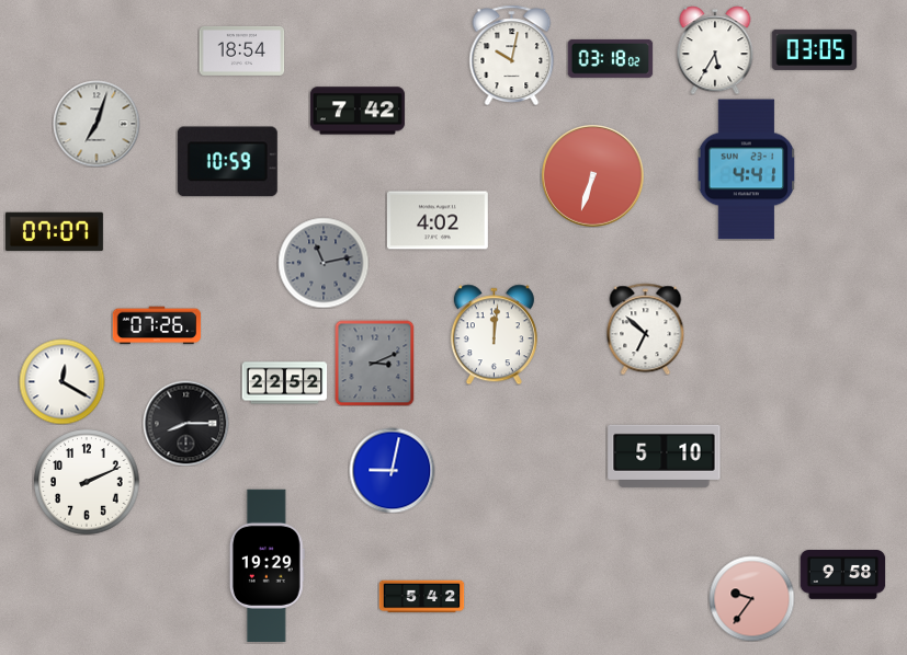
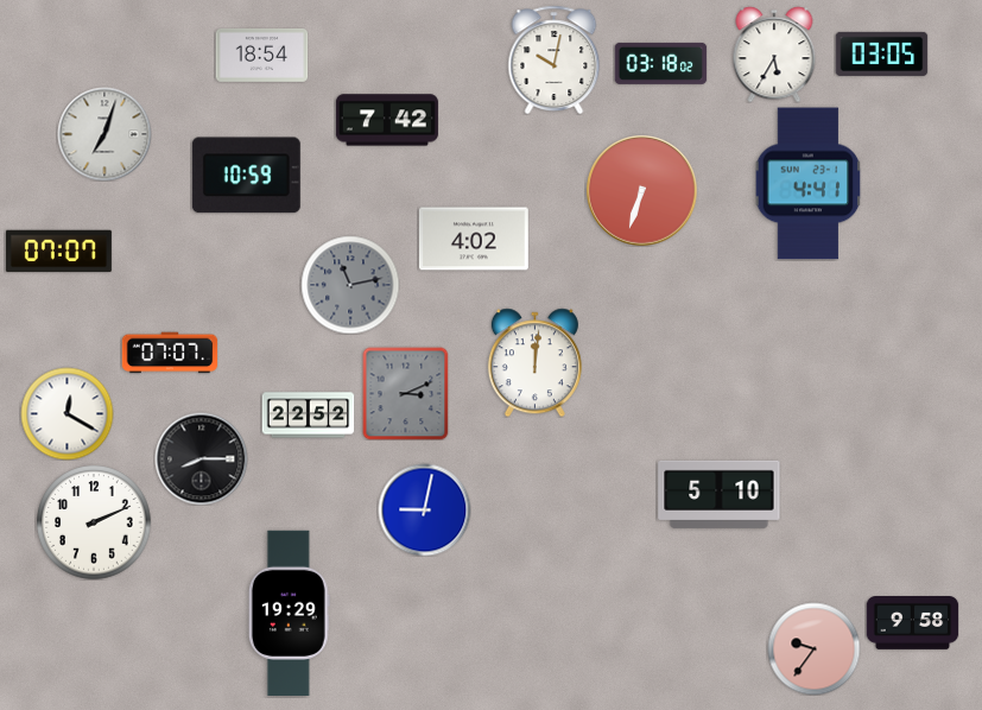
clock at (157, 325): 07:26 -> 07:07
clock at (646, 329): 6:52 -> none
clock at (421, 597): 5:42 -> none
